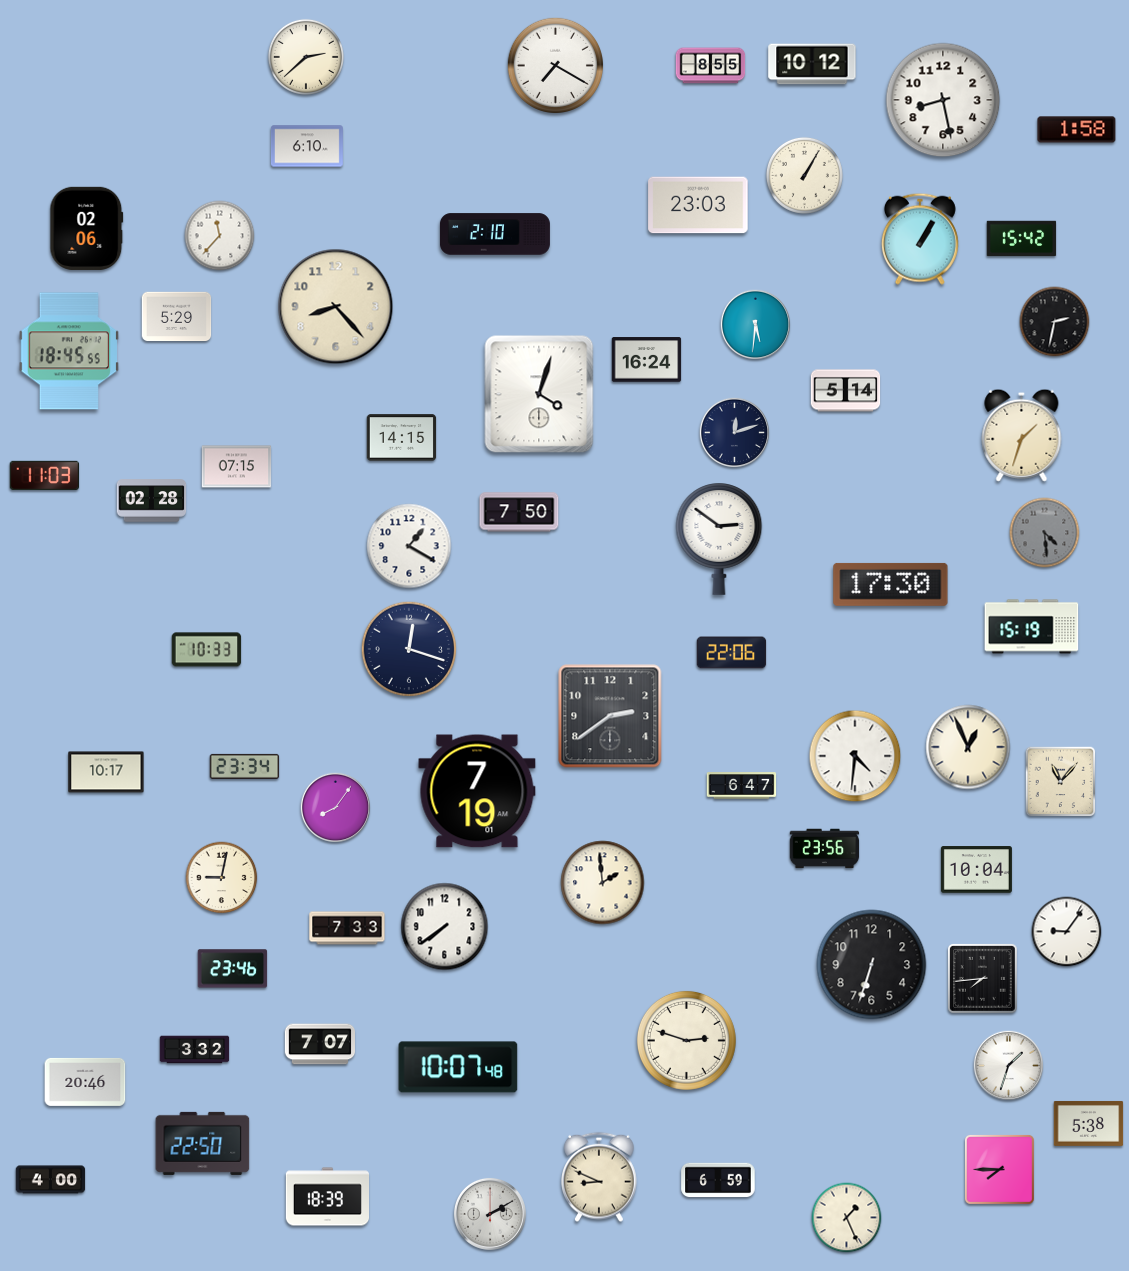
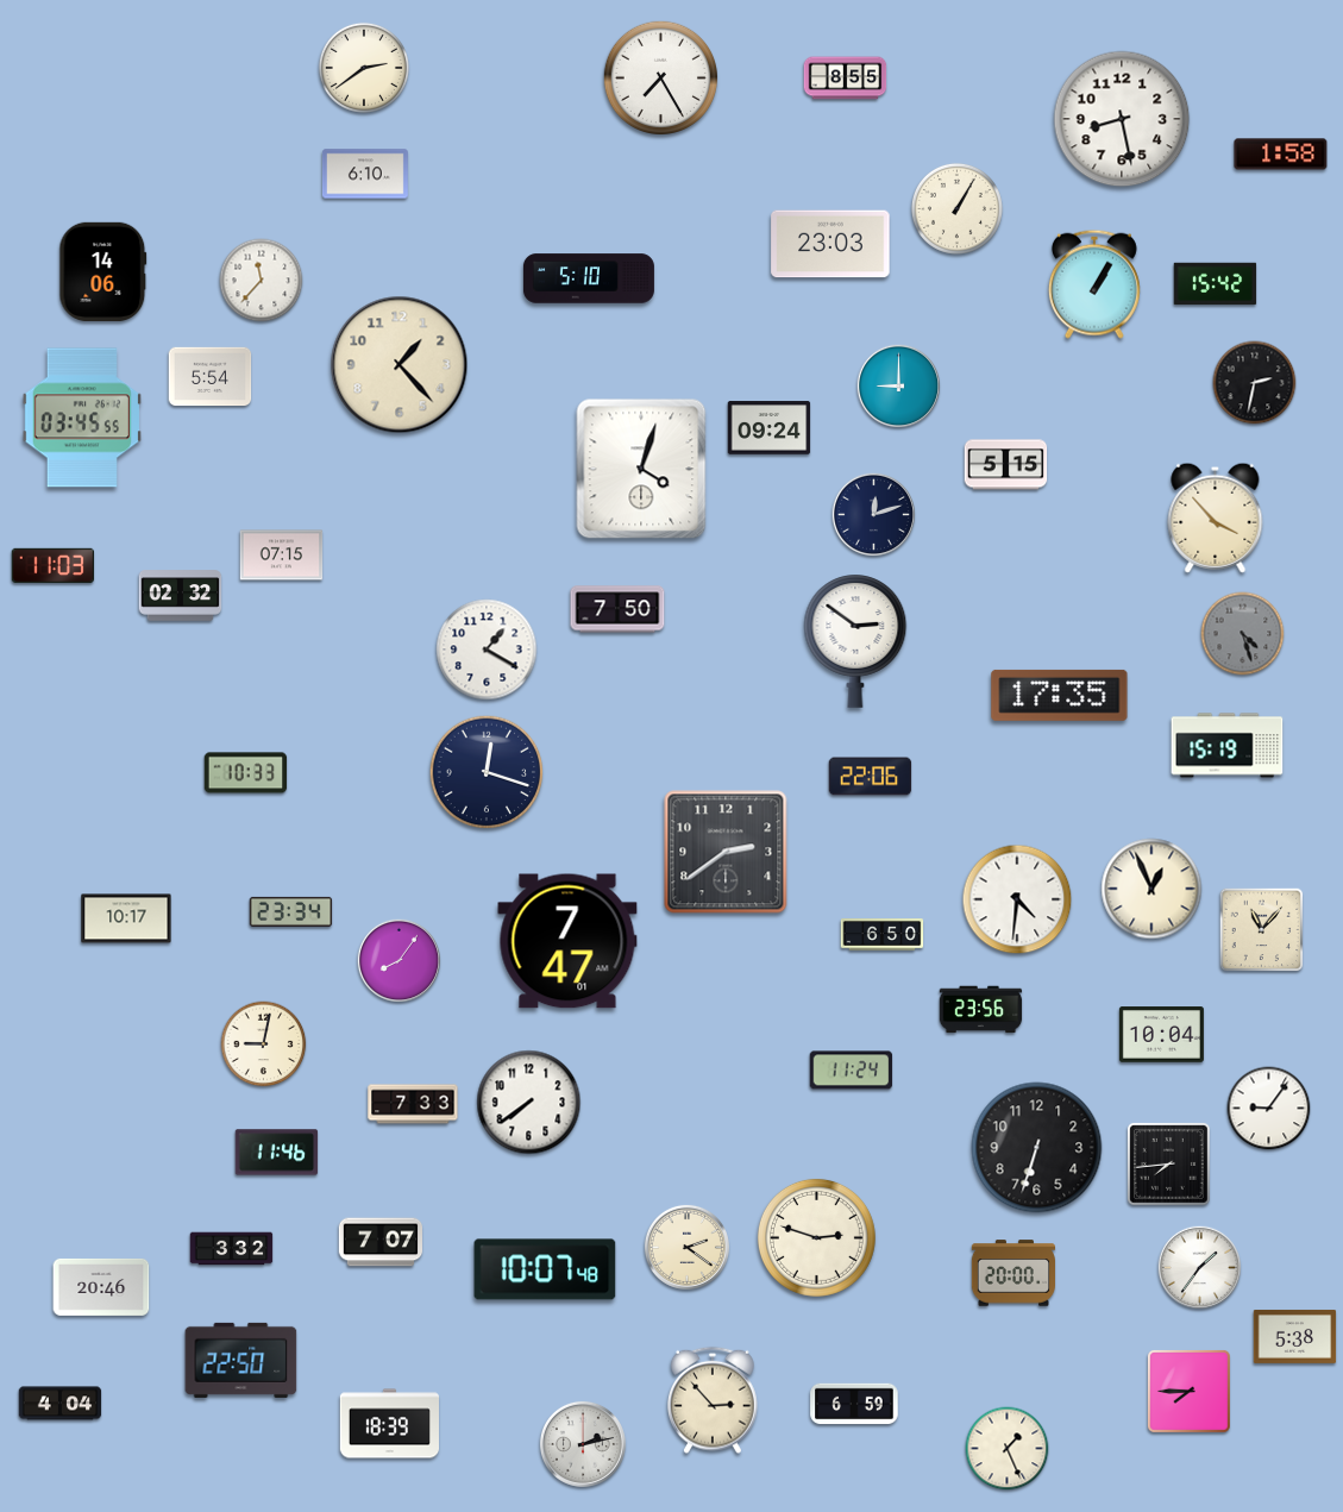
clock at (306, 57): 2:38 -> 2:39
clock at (812, 64): 10:12 -> none
clock at (555, 65): 7:20 -> 7:25
clock at (87, 228): 02:06 -> 14:06
clock at (495, 234): 2:10 -> 5:10
clock at (336, 307): 8:23 -> 1:23
clock at (177, 317): 5:29 -> 5:54
clock at (755, 324): 5:31 -> 9:00
clock at (69, 351): 18:45 -> 03:45
clock at (647, 360): 16:24 -> 09:24
clock at (846, 391): 5:14 -> 5:15
clock at (1022, 435): 1:33 -> 3:53
clock at (402, 438): 14:15 -> none
clock at (152, 501): 02:28 -> 02:32
clock at (1045, 533): 4:29 -> 4:27
clock at (891, 584): 17:30 -> 17:35
clock at (742, 786): 6:47 -> 6:50
clock at (477, 791): 7:19 -> 7:47
clock at (603, 883): 1:59 -> none
clock at (852, 1071): none -> 11:24
clock at (233, 969): 23:46 -> 11:46
clock at (686, 1247): none -> 2:21
clock at (1008, 1065): 1:33 -> 1:36
clock at (1012, 1273): none -> 20:00
clock at (599, 1177): 8:49 -> 2:53
clock at (51, 1180): 4:00 -> 4:04
clock at (490, 1214): 2:10 -> 2:13
